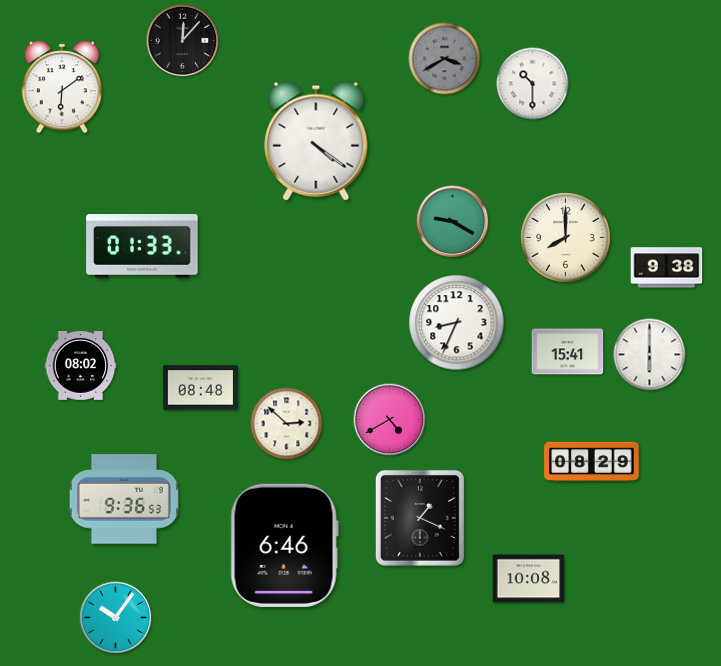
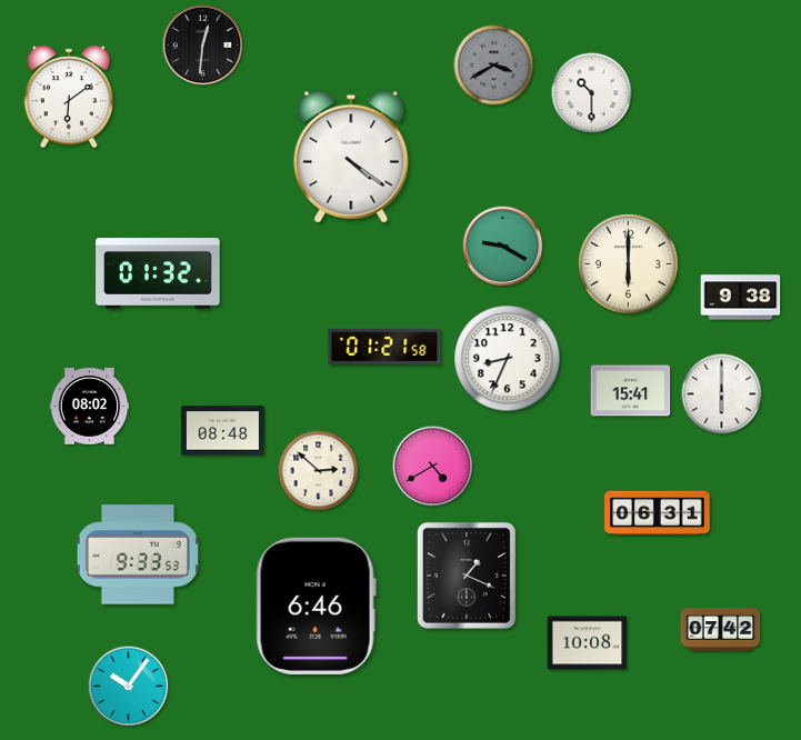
clock at (183, 41): 12:07 -> 12:31
clock at (566, 238): 8:00 -> 6:00
clock at (142, 246): 01:33 -> 01:32
clock at (384, 347): none -> 01:21
clock at (592, 461): 08:29 -> 06:31
clock at (124, 499): 9:36 -> 9:33
clock at (721, 630): none -> 07:42
